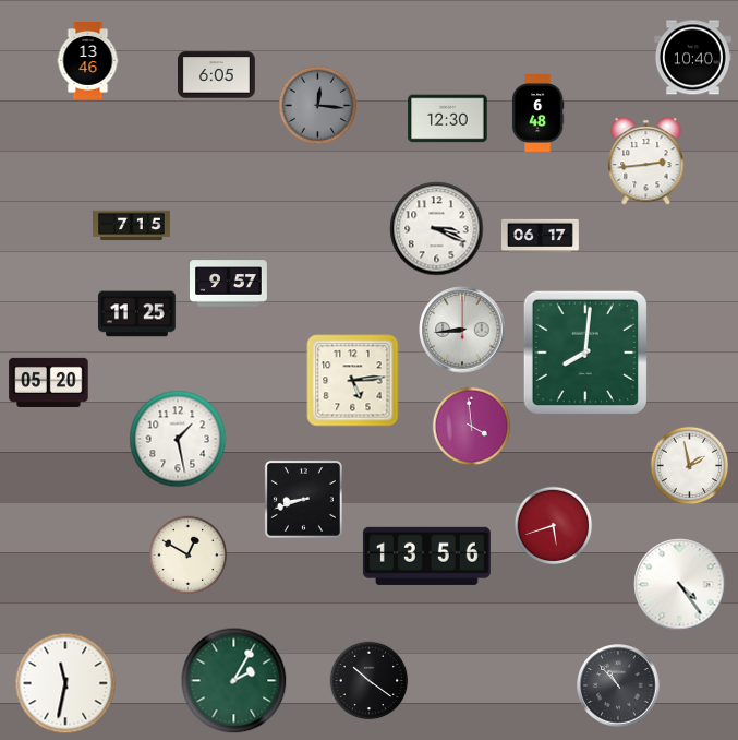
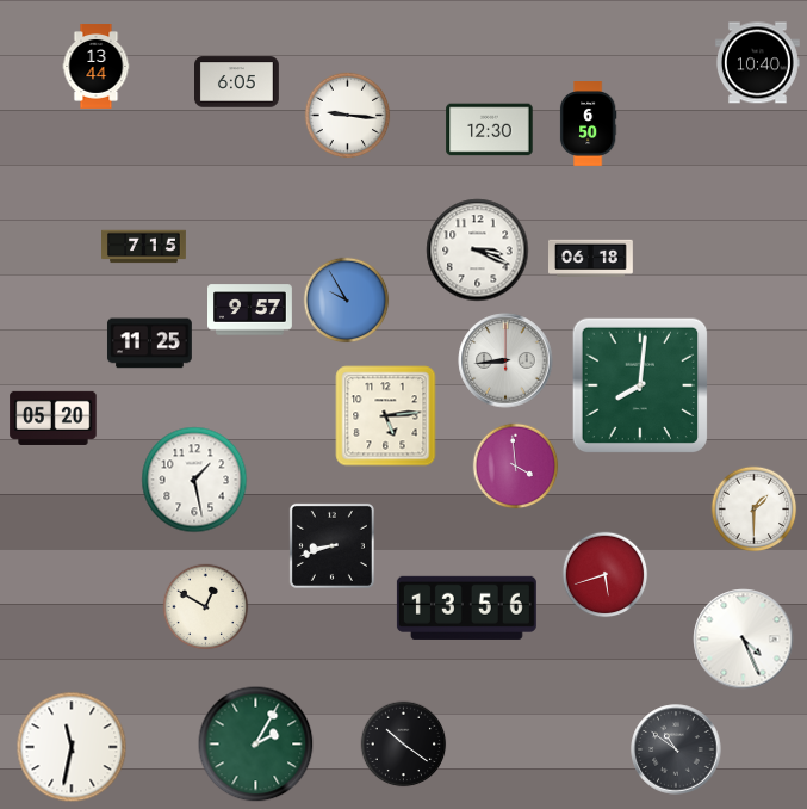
clock at (88, 61): 13:46 -> 13:44
clock at (318, 106): 12:16 -> 9:16
clock at (318, 106) dial: grey -> white
clock at (537, 114): 6:48 -> 6:50
clock at (646, 162): 2:44 -> none
clock at (541, 236): 06:17 -> 06:18
clock at (347, 301): none -> 9:55
clock at (690, 466): 1:58 -> 1:30
clock at (680, 585): 4:24 -> 4:26
clock at (618, 685): 10:53 -> 10:51
